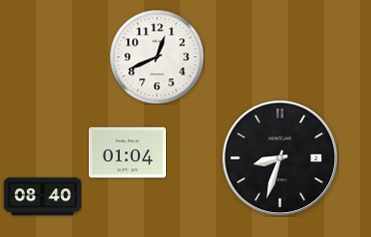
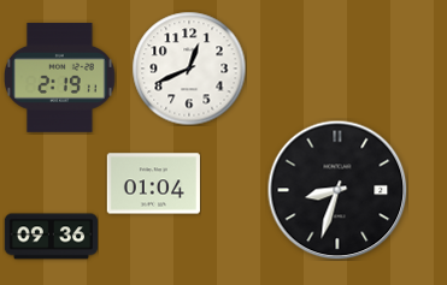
clock at (60, 77): none -> 2:19
clock at (42, 197): 08:40 -> 09:36
